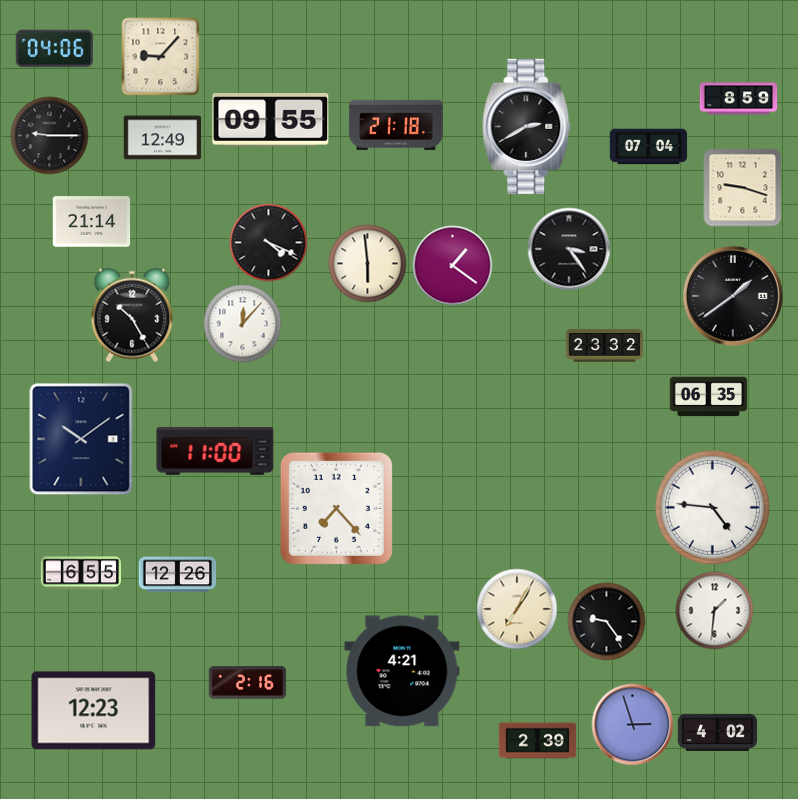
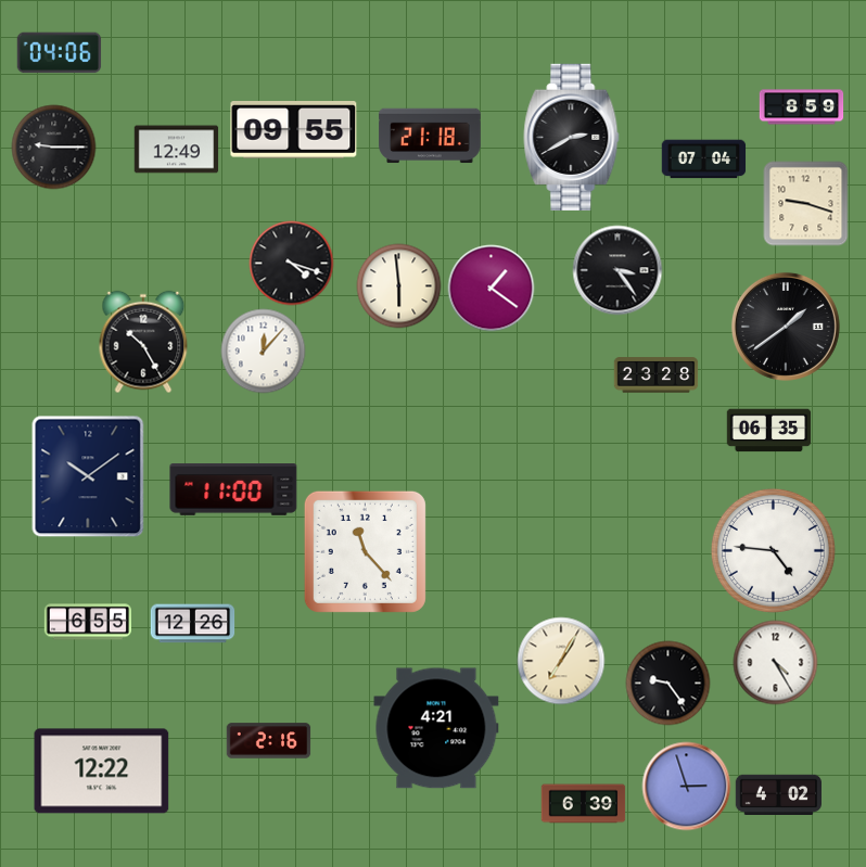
clock at (160, 56): 9:07 -> none
clock at (91, 222): 21:14 -> none
clock at (268, 242): 4:19 -> 4:18
clock at (733, 296) position: (733, 296) -> (786, 327)
clock at (604, 346): 23:32 -> 23:28
clock at (336, 508): 7:23 -> 11:23
clock at (714, 610): 1:31 -> 4:25
clock at (606, 621) position: (606, 621) -> (667, 683)
clock at (94, 711): 12:23 -> 12:22
clock at (537, 741): 2:39 -> 6:39
